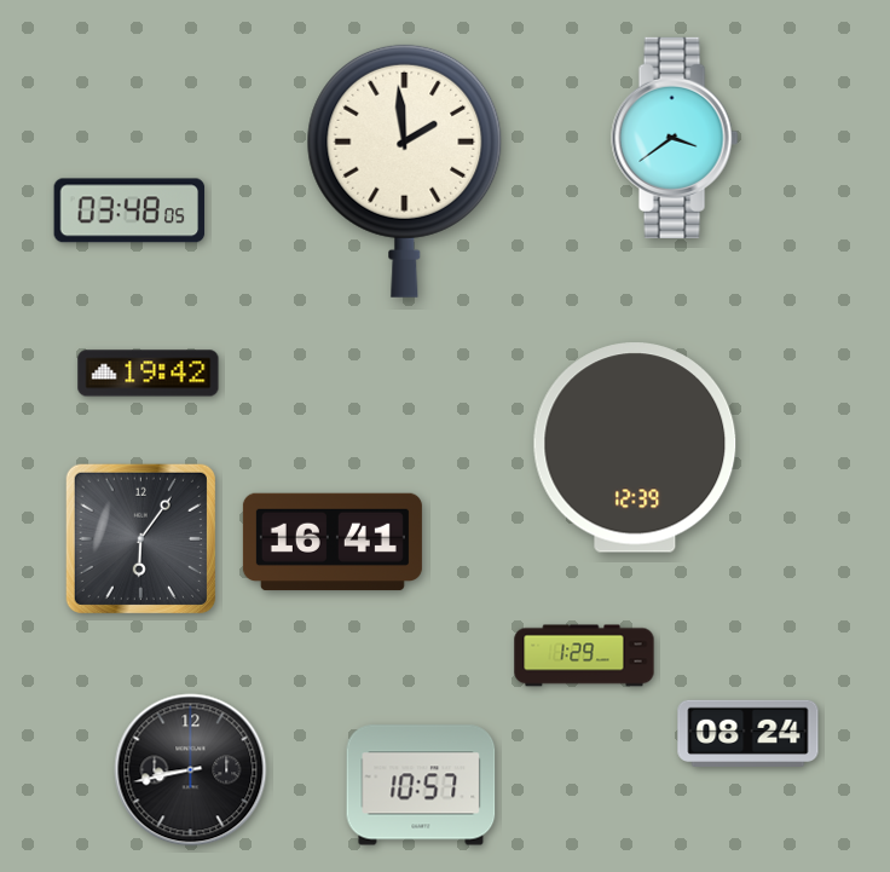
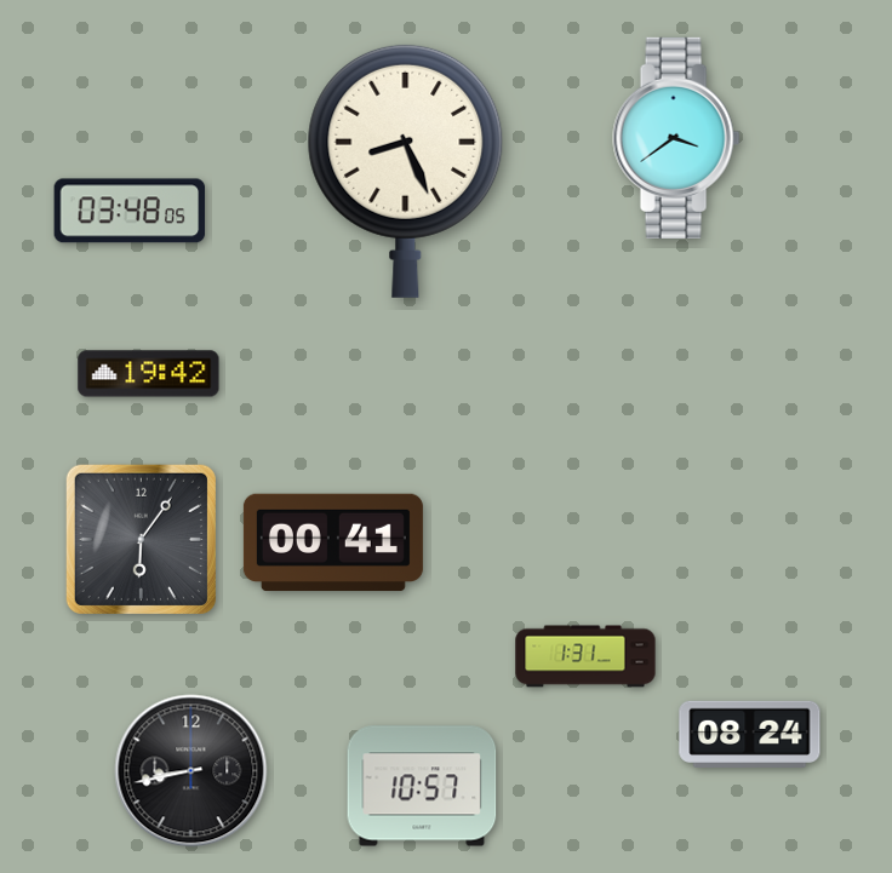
clock at (405, 171): 1:59 -> 8:26
clock at (635, 447): 12:39 -> none
clock at (333, 542): 16:41 -> 00:41
clock at (584, 656): 1:29 -> 1:31
